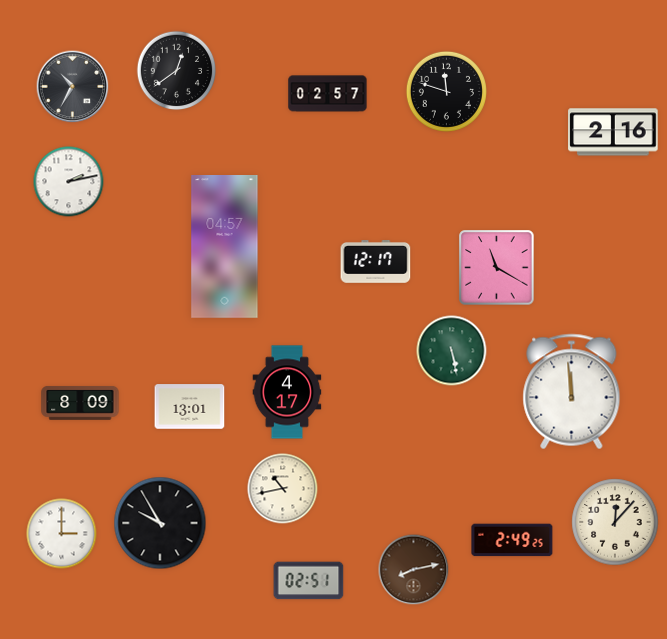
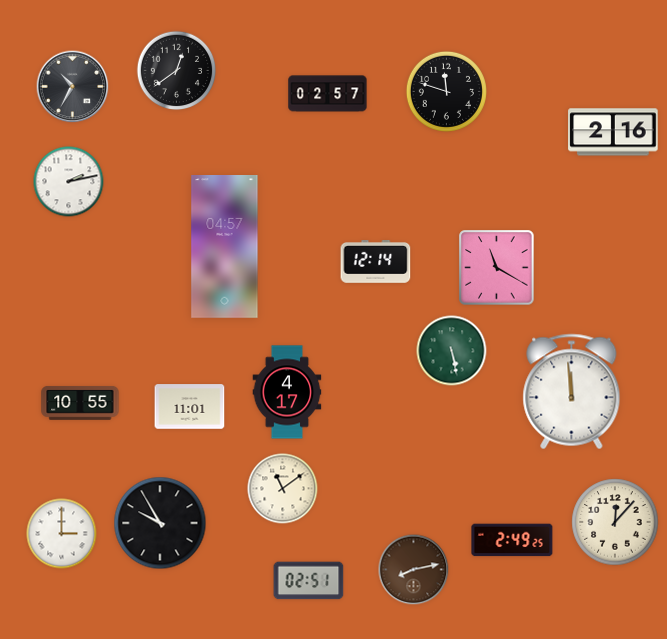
clock at (376, 262): 12:17 -> 12:14
clock at (80, 403): 8:09 -> 10:55
clock at (190, 407): 13:01 -> 11:01
clock at (283, 489): 10:43 -> 11:09
